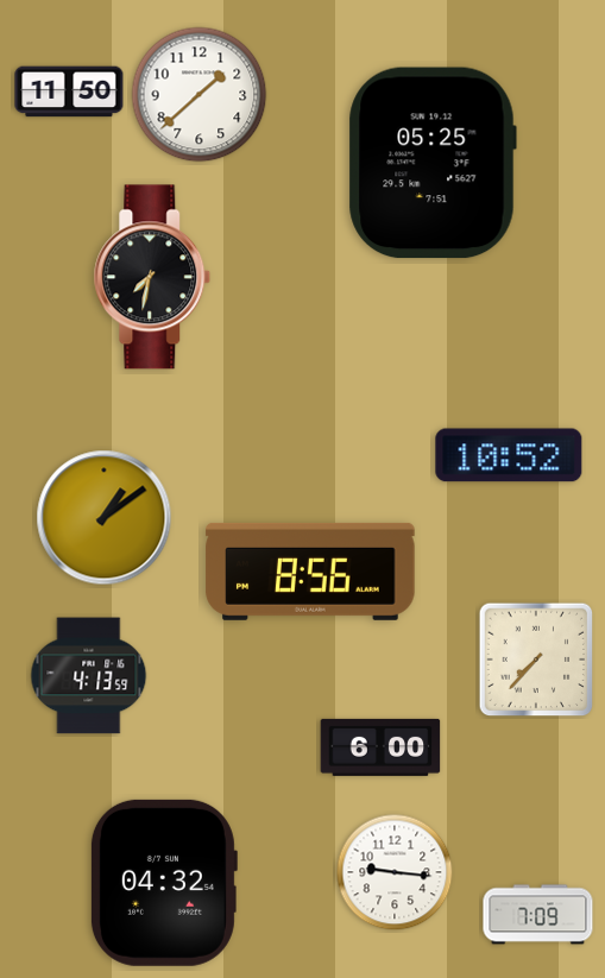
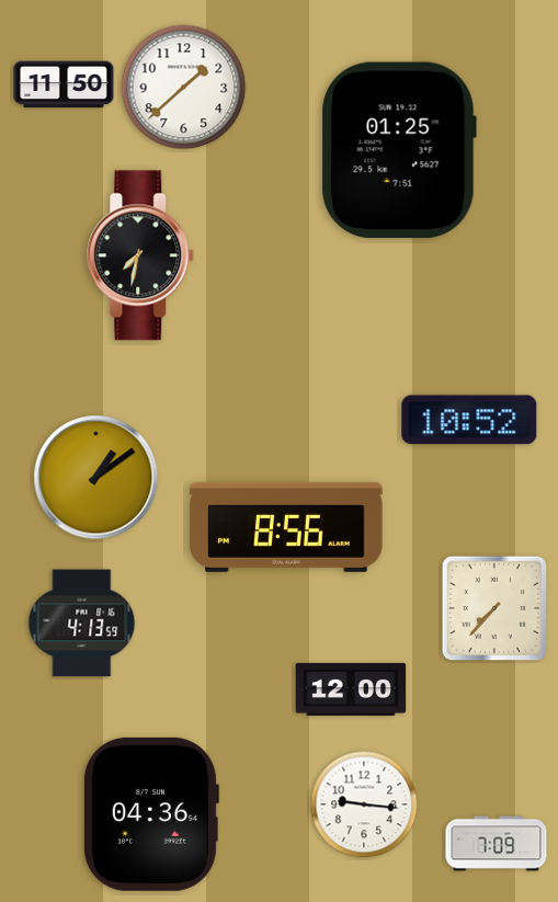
clock at (433, 163): 05:25 -> 01:25
clock at (380, 747): 6:00 -> 12:00
clock at (163, 883): 04:32 -> 04:36
